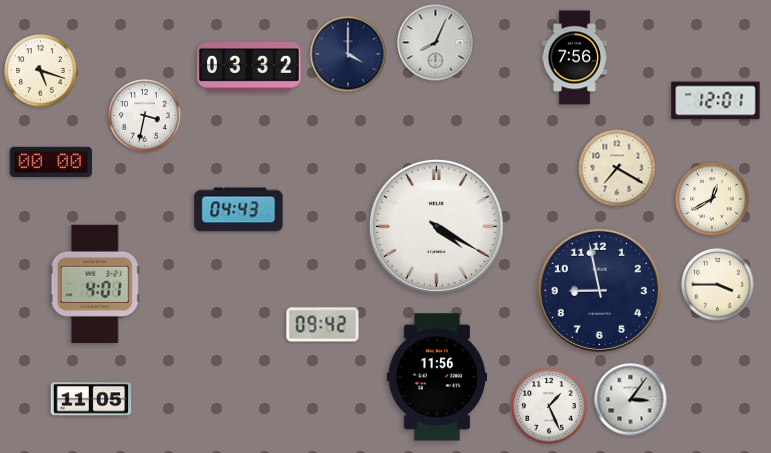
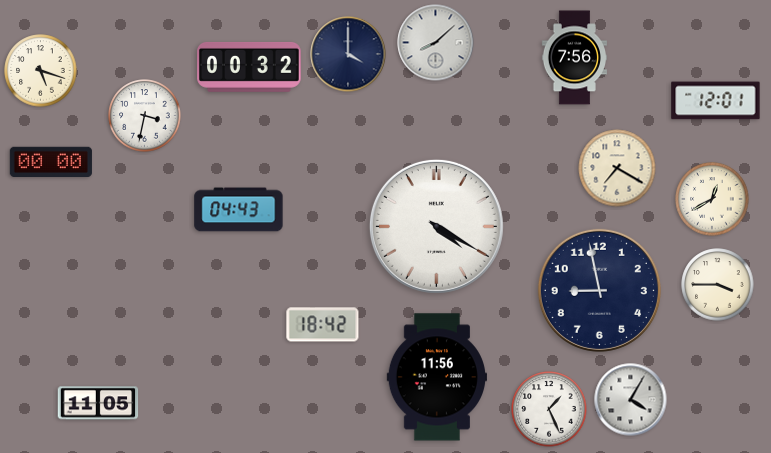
clock at (436, 43): 8:04 -> 8:08
clock at (250, 67): 03:32 -> 00:32
clock at (95, 283): 4:01 -> none
clock at (323, 325): 09:42 -> 18:42
clock at (91, 399) position: (91, 399) -> (98, 403)
clock at (631, 400): 3:06 -> 4:05
clock at (549, 406) position: (549, 406) -> (549, 409)
